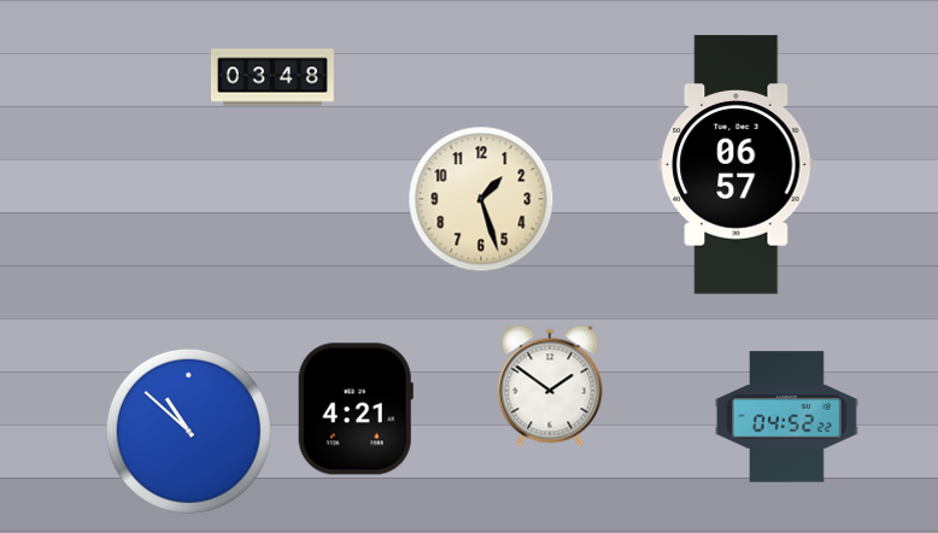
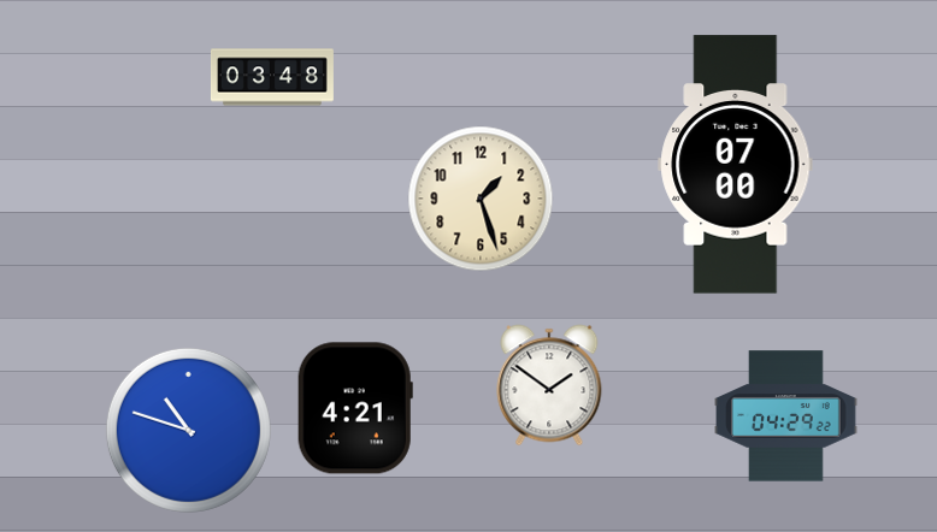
clock at (737, 165): 06:57 -> 07:00
clock at (787, 417): 04:52 -> 04:29
clock at (188, 430): 10:52 -> 10:48
